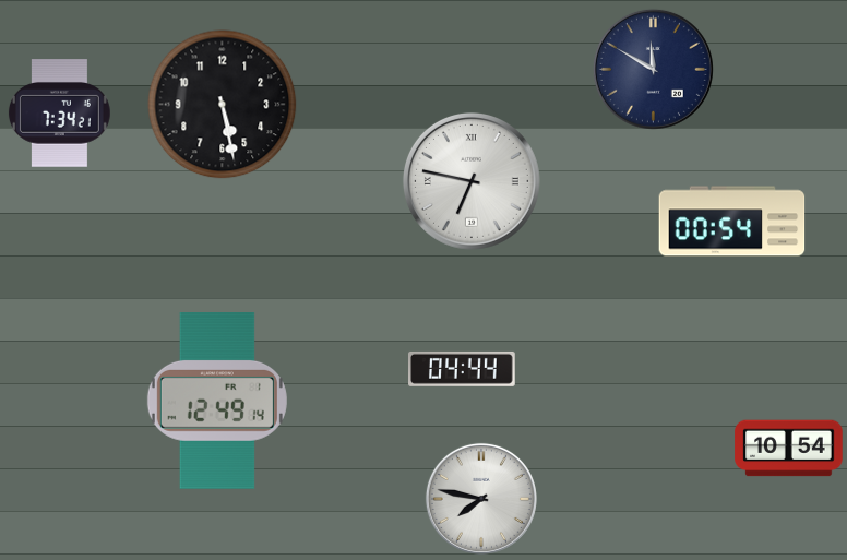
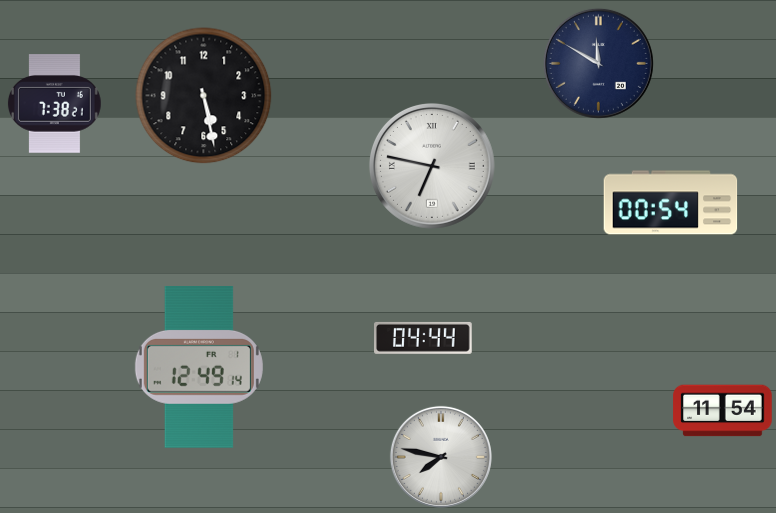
clock at (59, 114): 7:34 -> 7:38
clock at (789, 449): 10:54 -> 11:54
